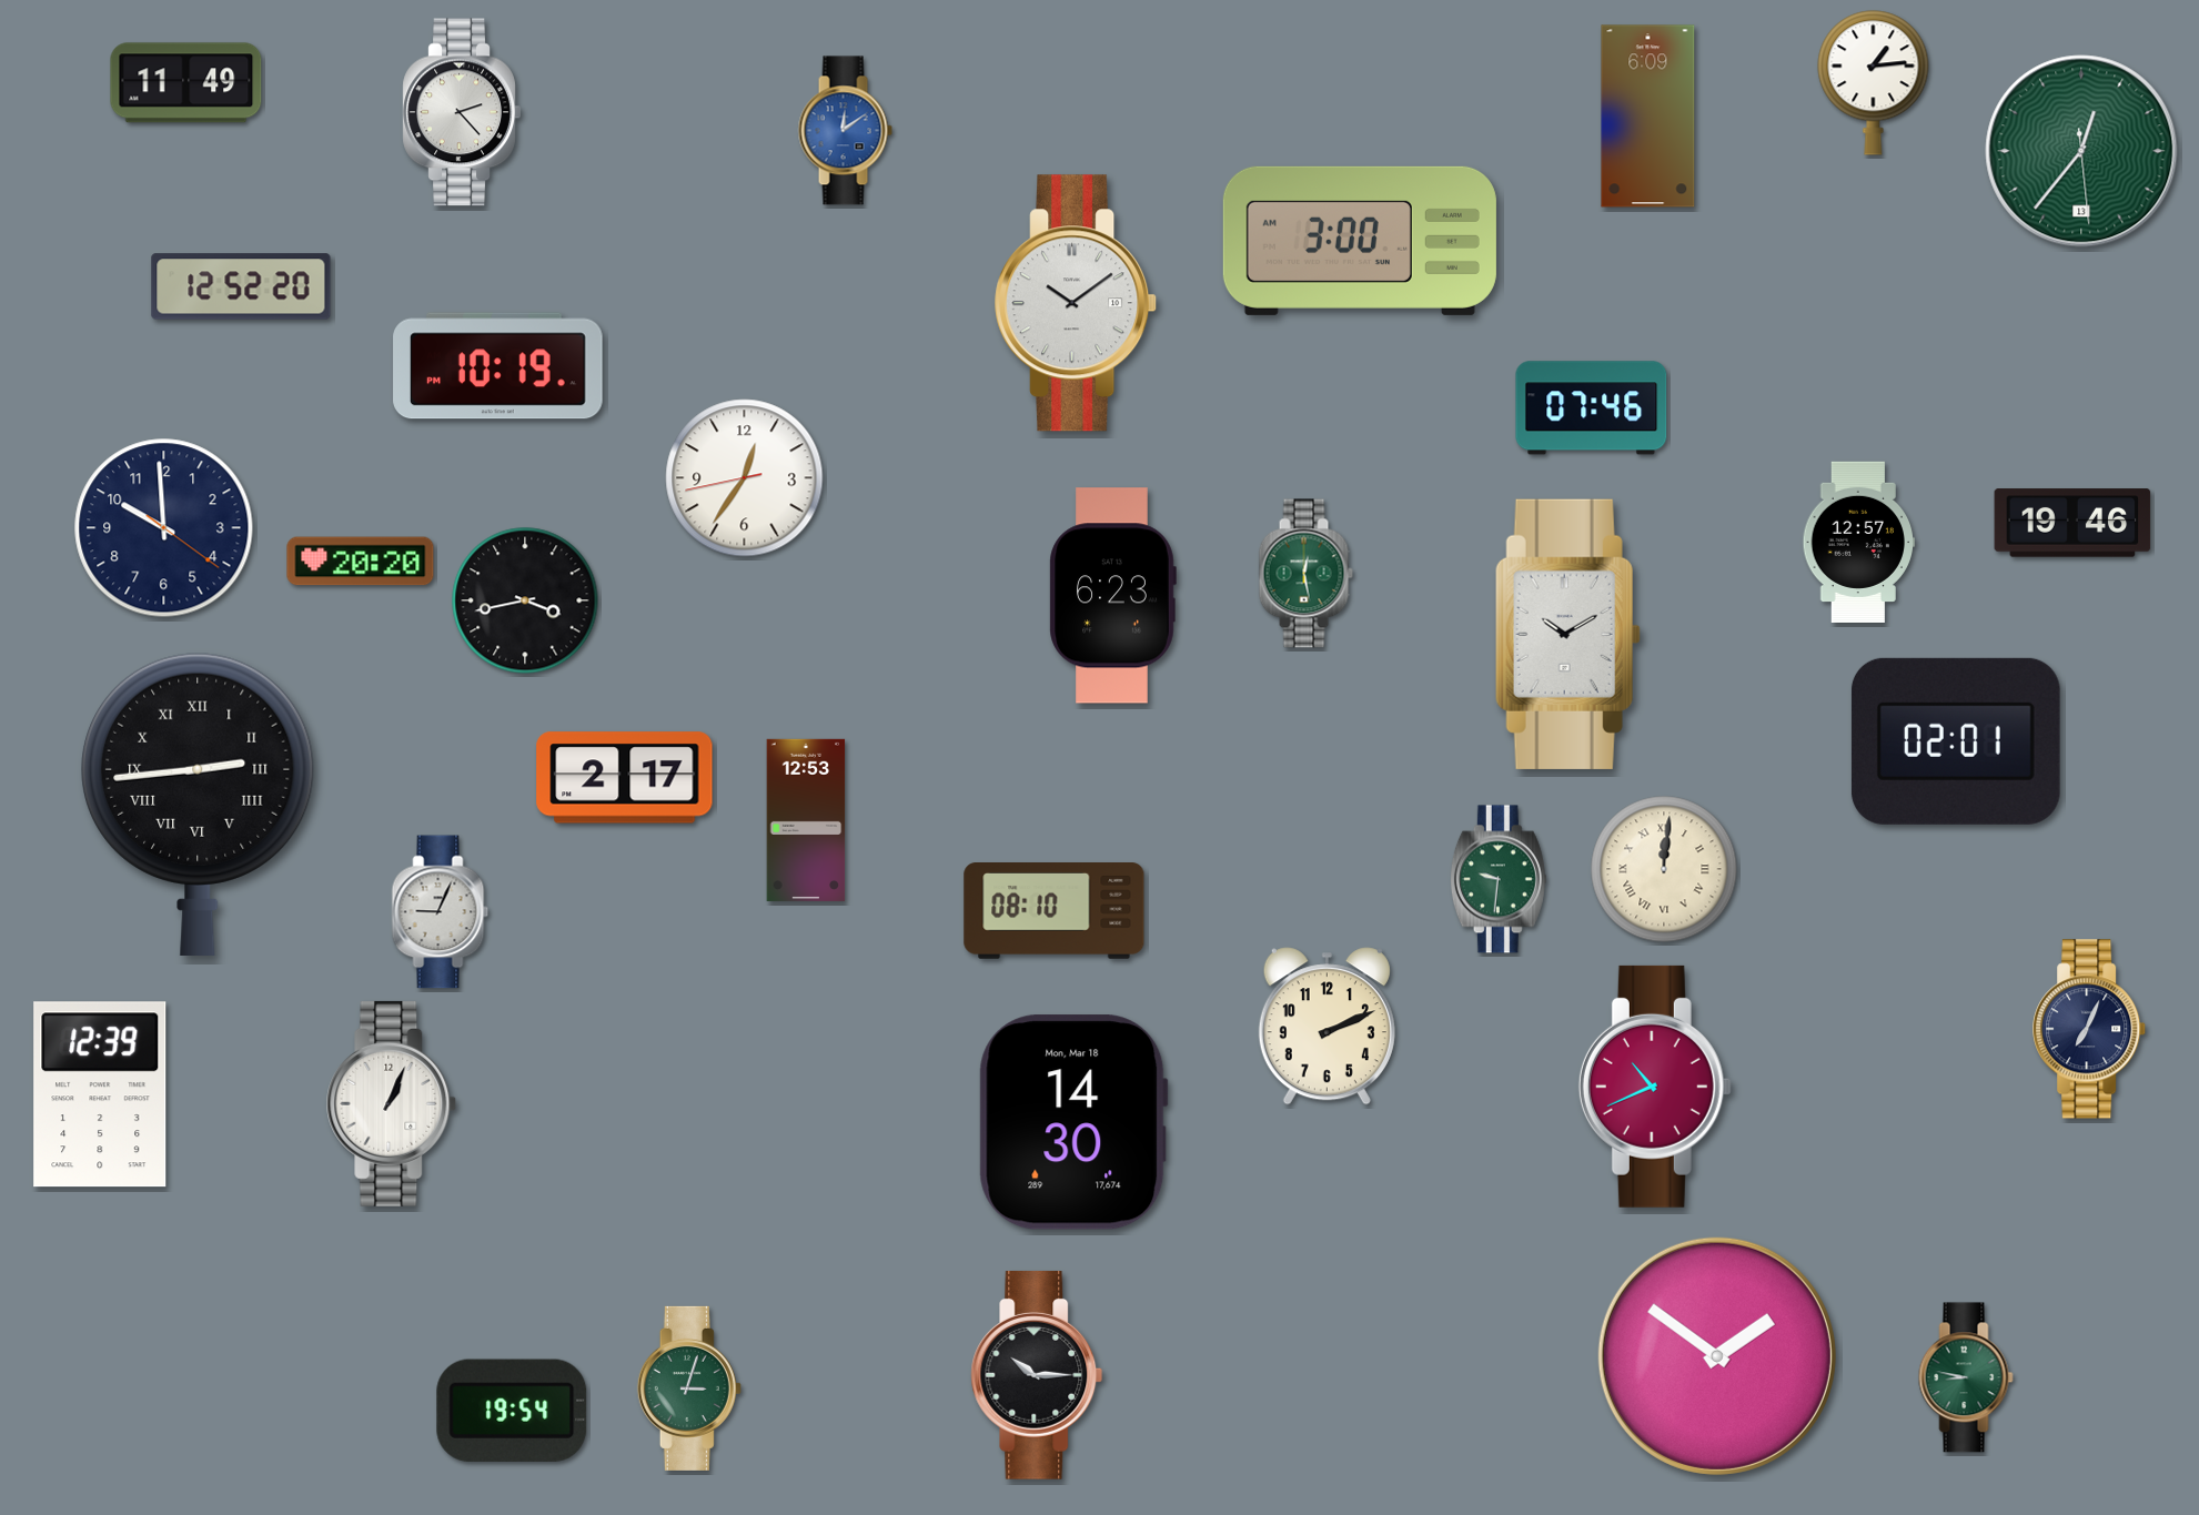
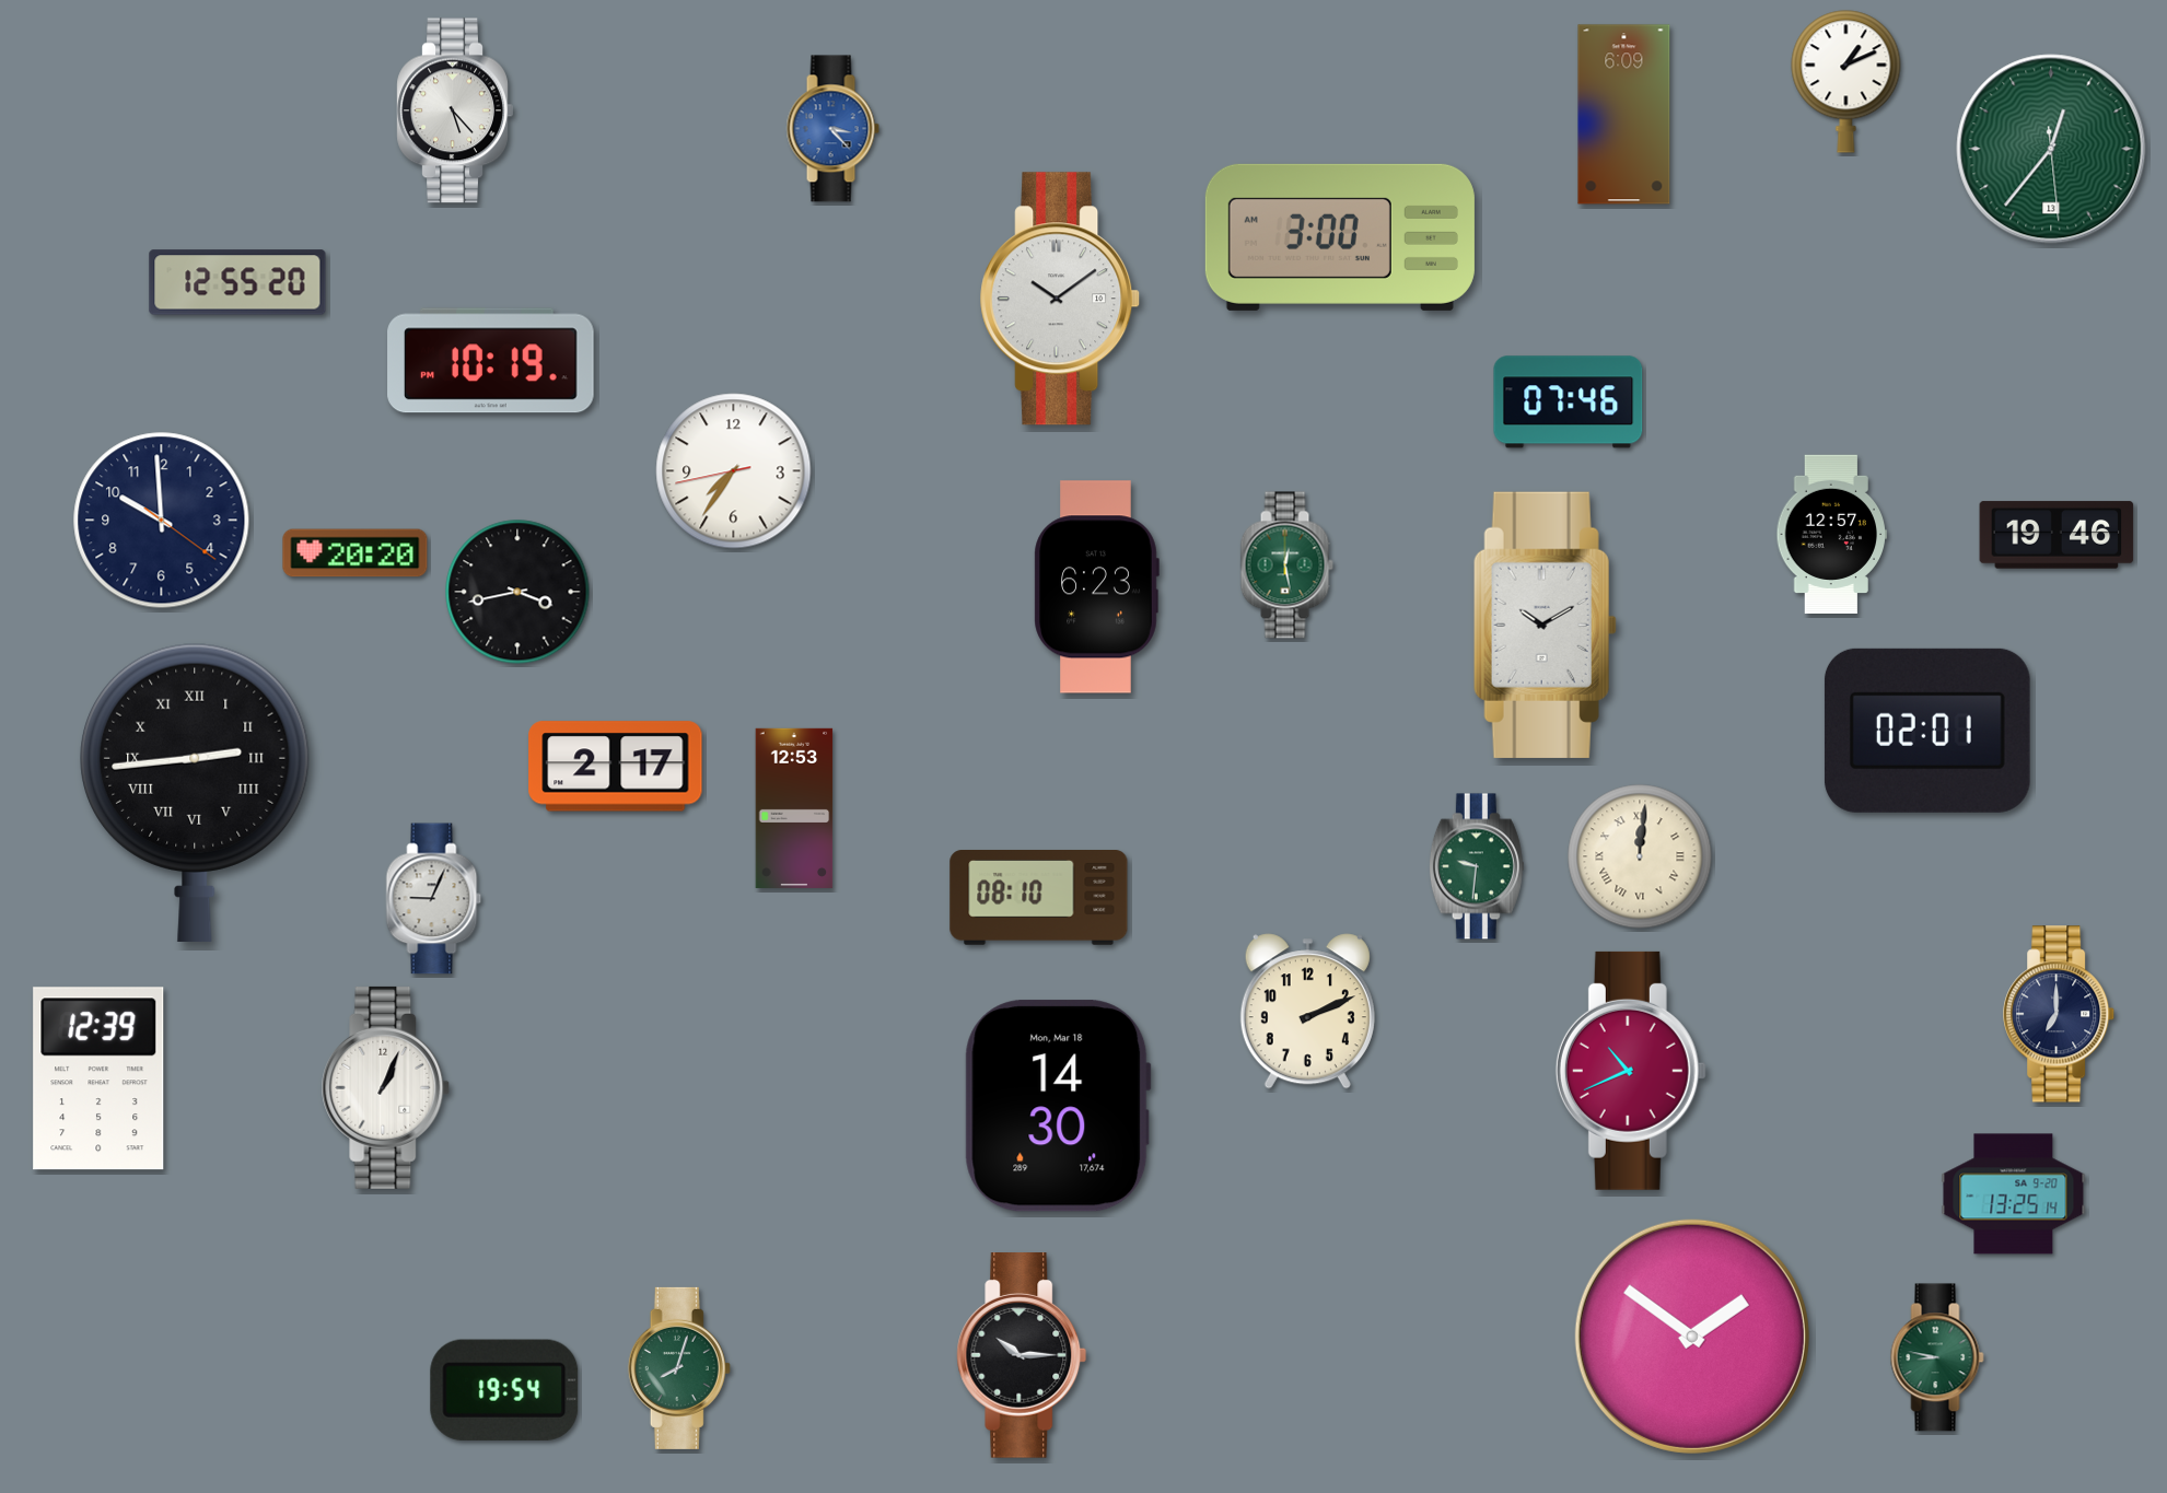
clock at (186, 83): 11:49 -> none
clock at (1874, 83): 1:14 -> 1:11
clock at (462, 112): 2:23 -> 5:23
clock at (845, 131): 12:09 -> 3:23
clock at (241, 286): 12:52 -> 12:55
clock at (745, 478): 12:35 -> 7:35
clock at (2072, 523) position: (2072, 523) -> (2057, 535)
clock at (2090, 1029): 7:04 -> 7:00
clock at (2014, 1194): none -> 13:25
clock at (689, 1388): 3:03 -> 8:03
